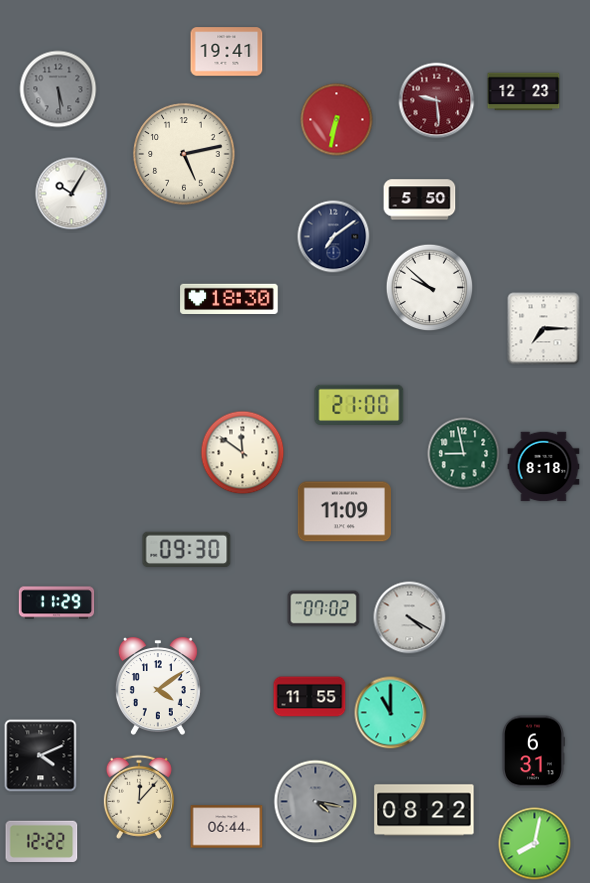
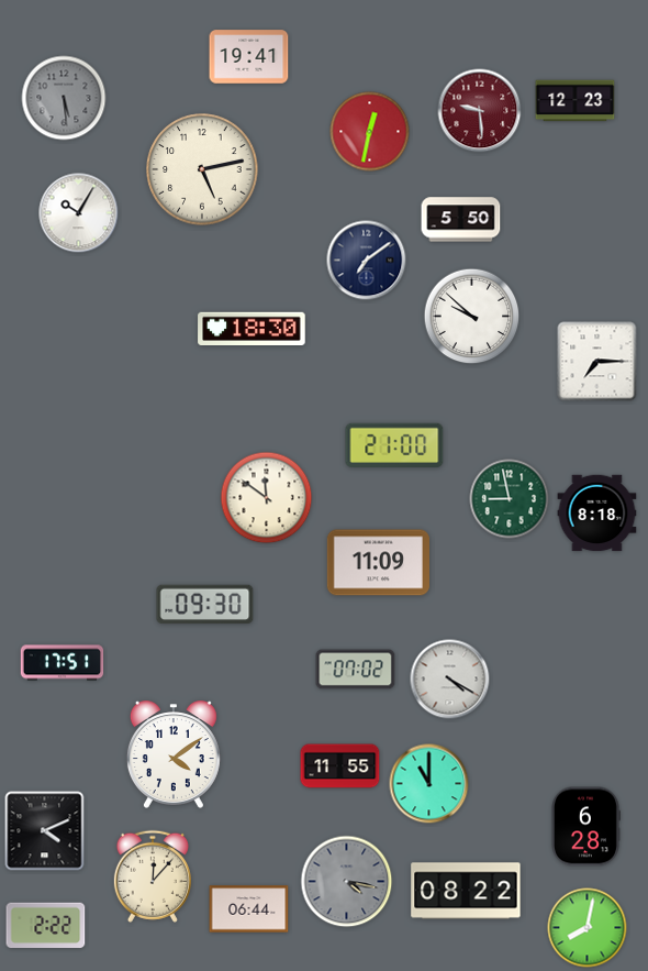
clock at (337, 120): 6:32 -> 12:32
clock at (57, 603): 11:29 -> 17:51
clock at (534, 752): 6:31 -> 6:28
clock at (42, 842): 12:22 -> 2:22
